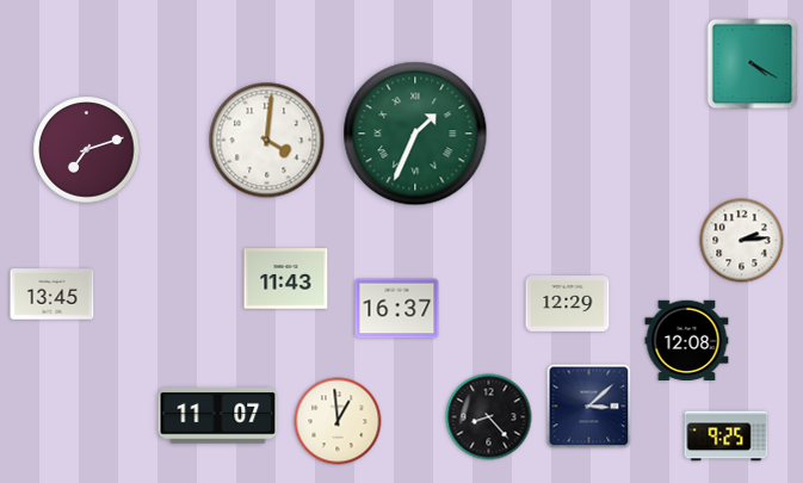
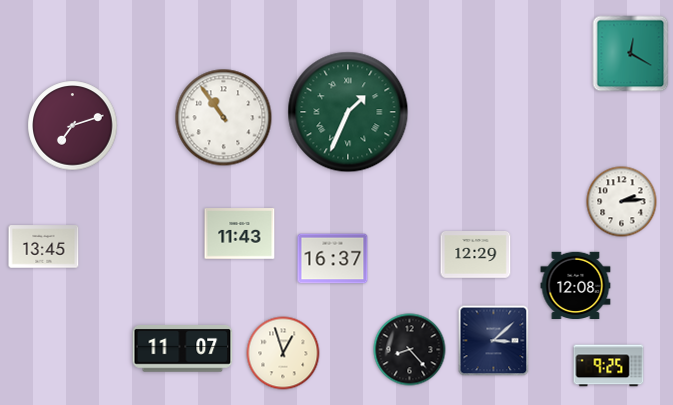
clock at (753, 64): 4:20 -> 12:20
clock at (267, 141): 4:01 -> 10:54
clock at (338, 421): 12:59 -> 12:57
